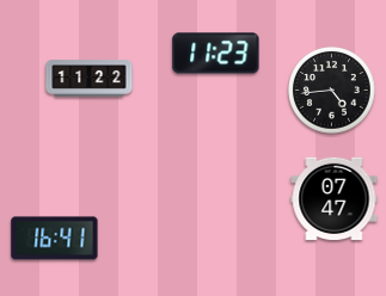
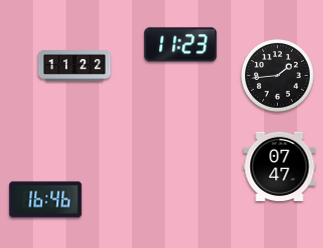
clock at (332, 91): 4:44 -> 1:44
clock at (55, 239): 16:41 -> 16:46
